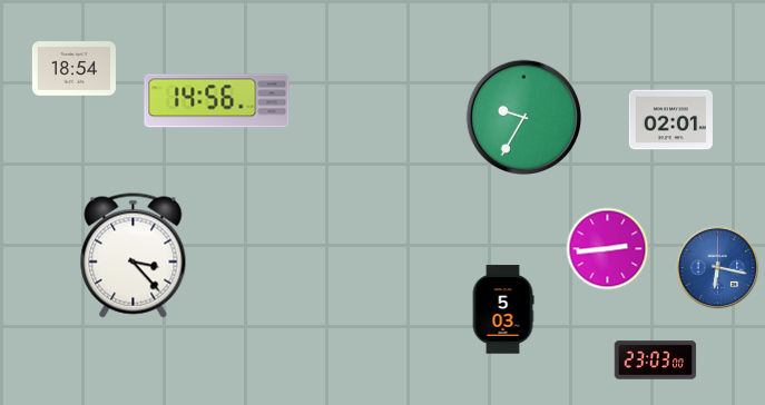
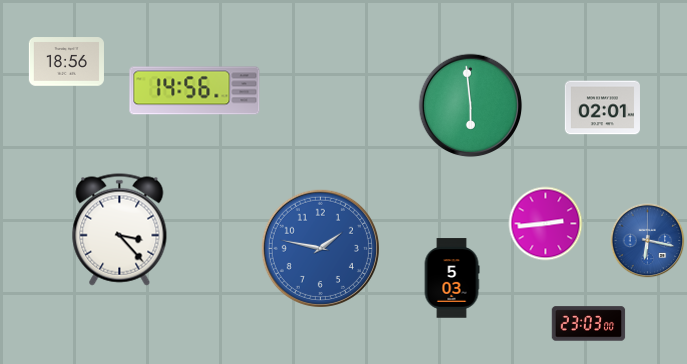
clock at (73, 69): 18:54 -> 18:56
clock at (524, 118): 9:35 -> 5:59
clock at (718, 268) position: (718, 268) -> (648, 241)
clock at (320, 248): none -> 1:47
